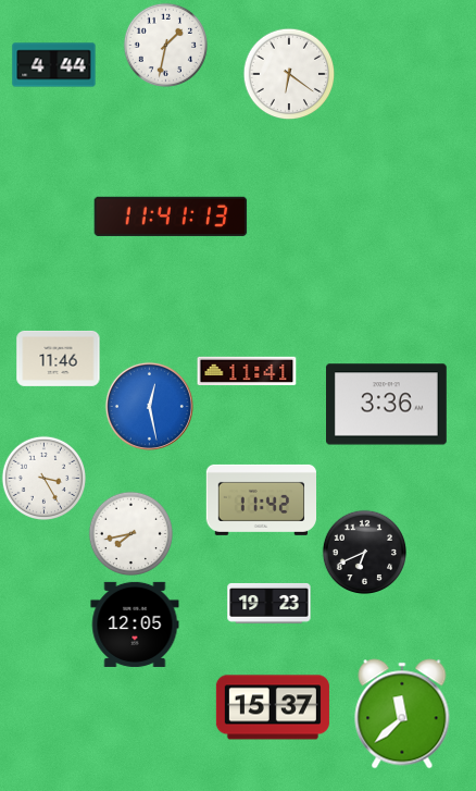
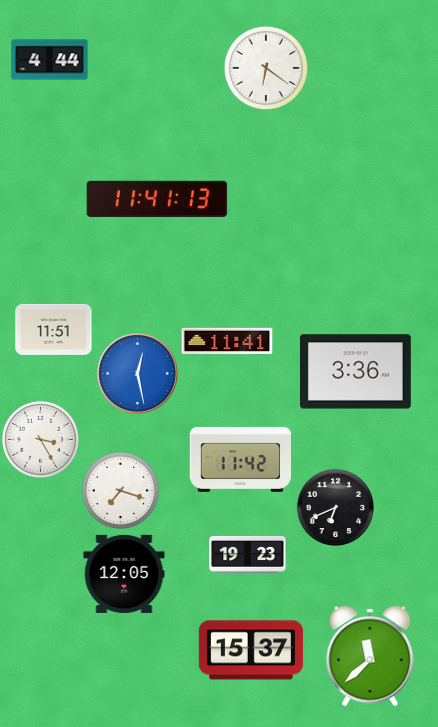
clock at (165, 45): 1:32 -> none
clock at (59, 358): 11:46 -> 11:51
clock at (130, 533): 7:43 -> 7:18
